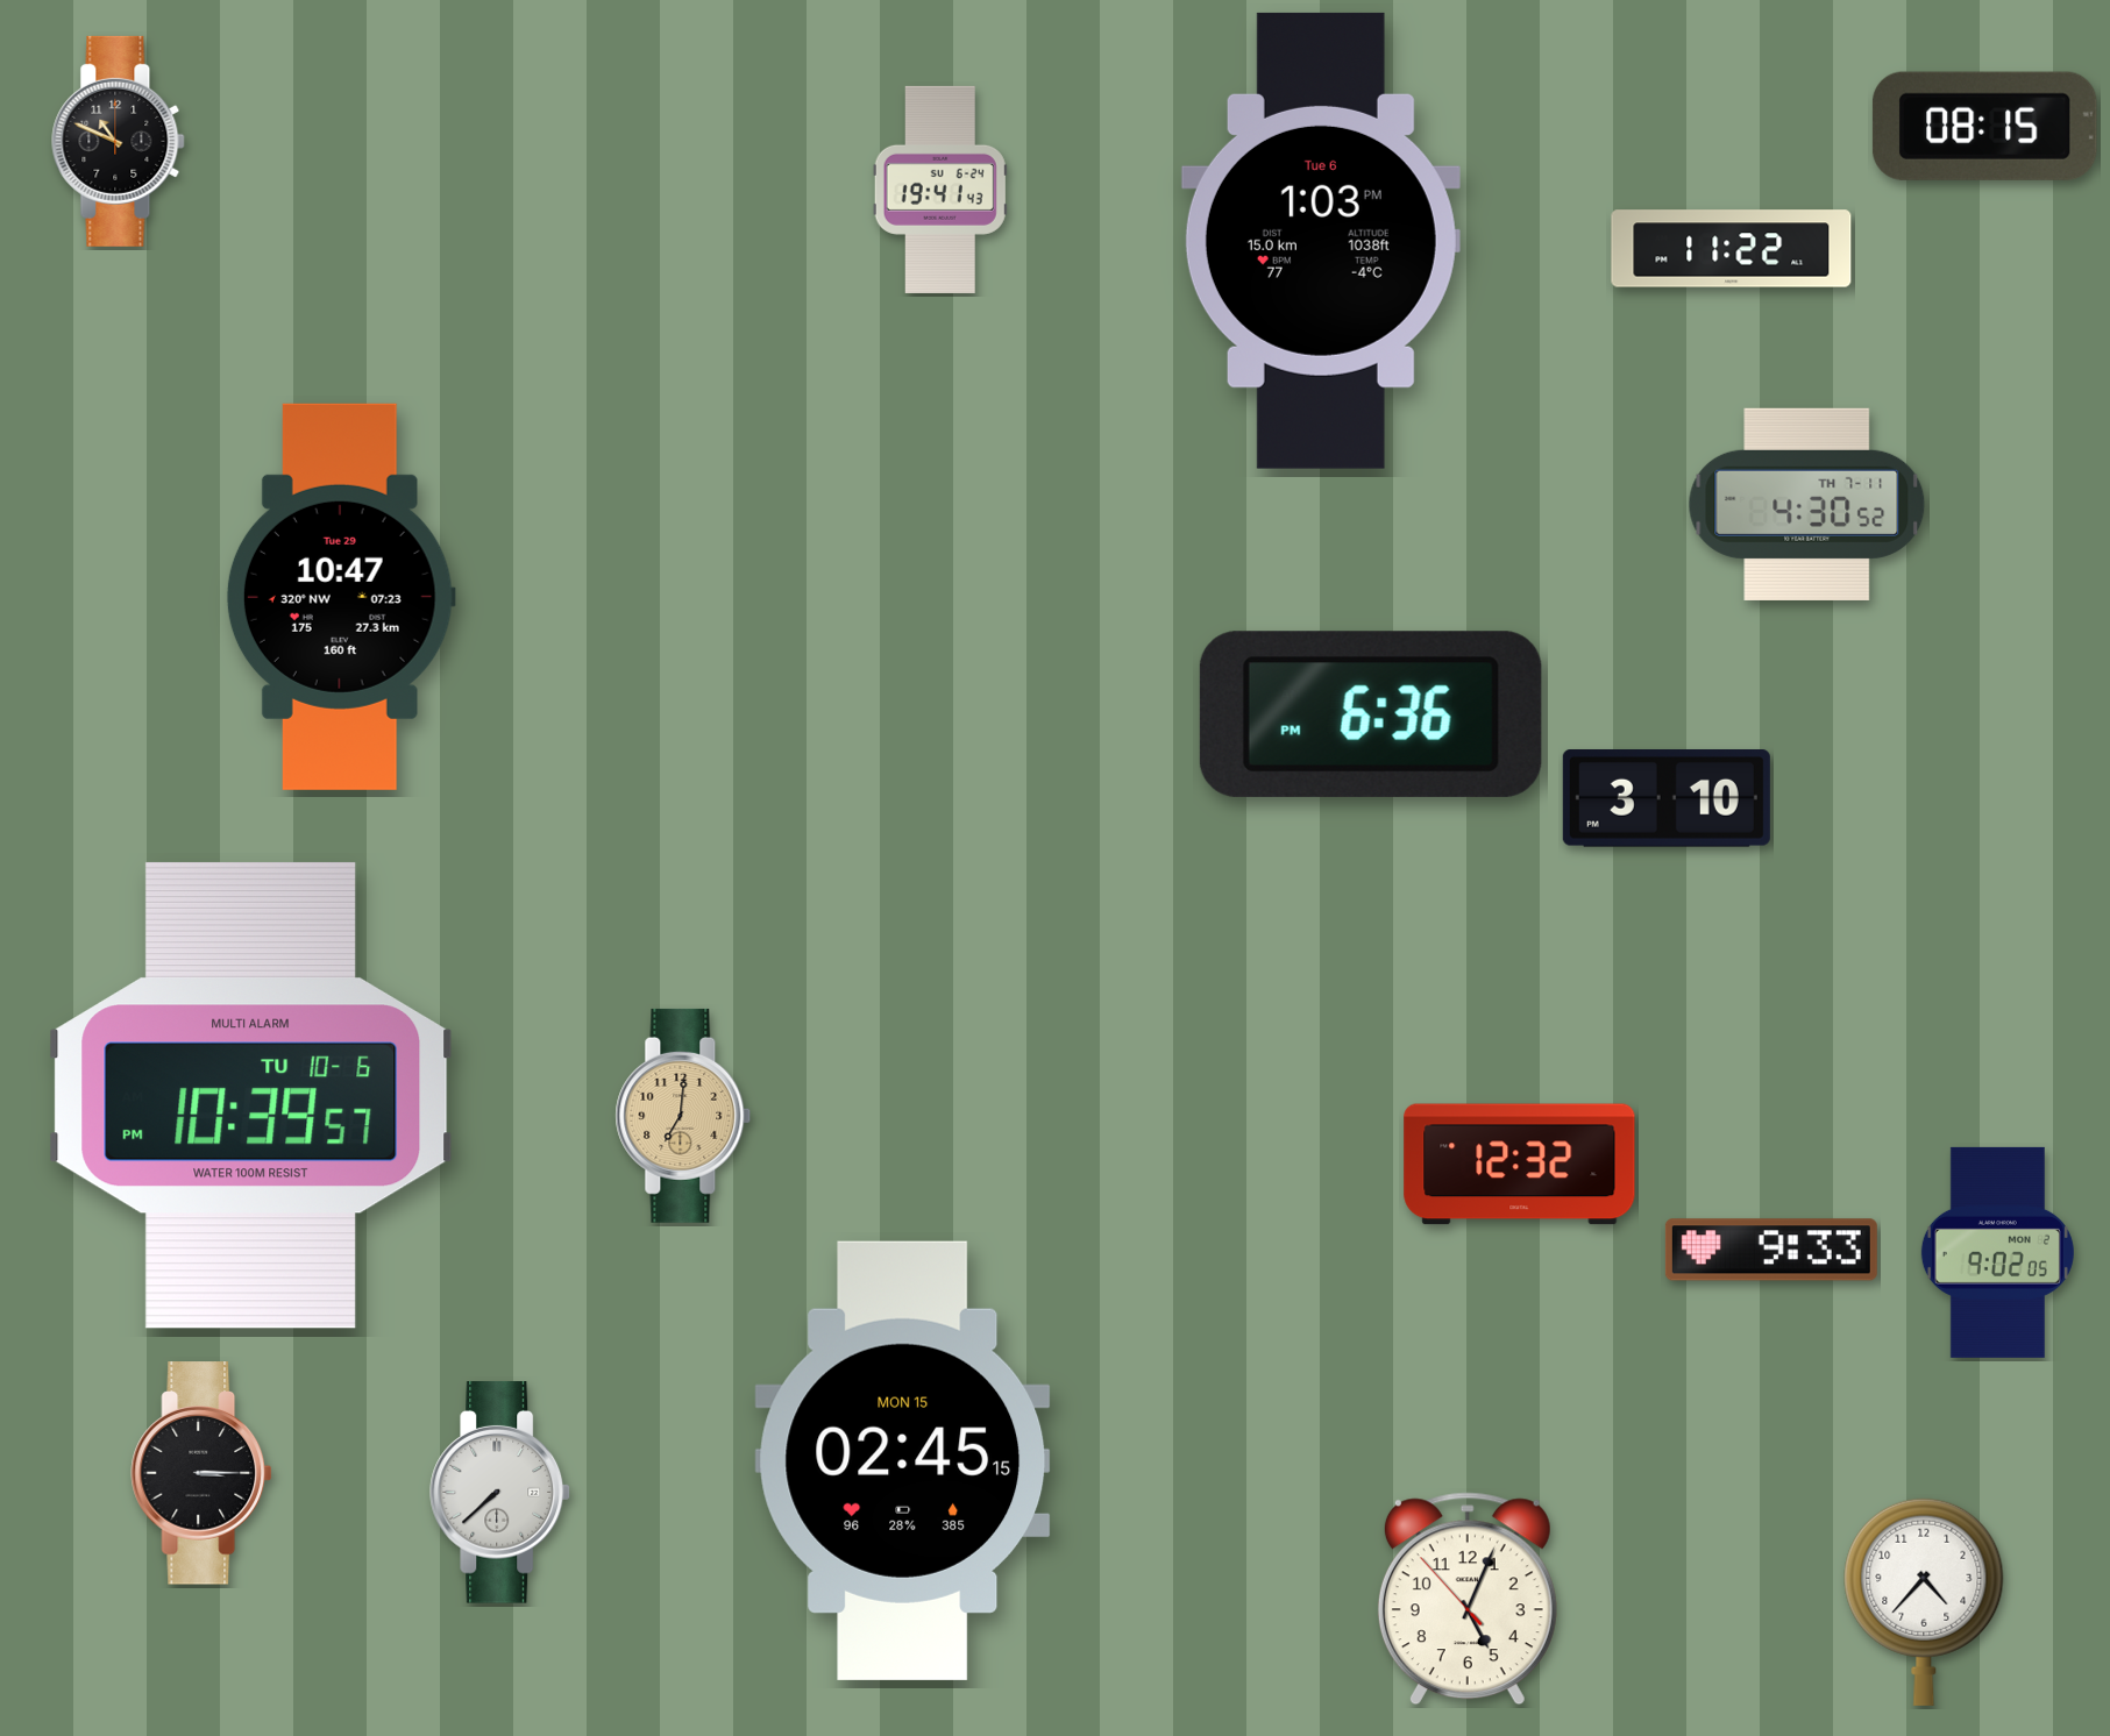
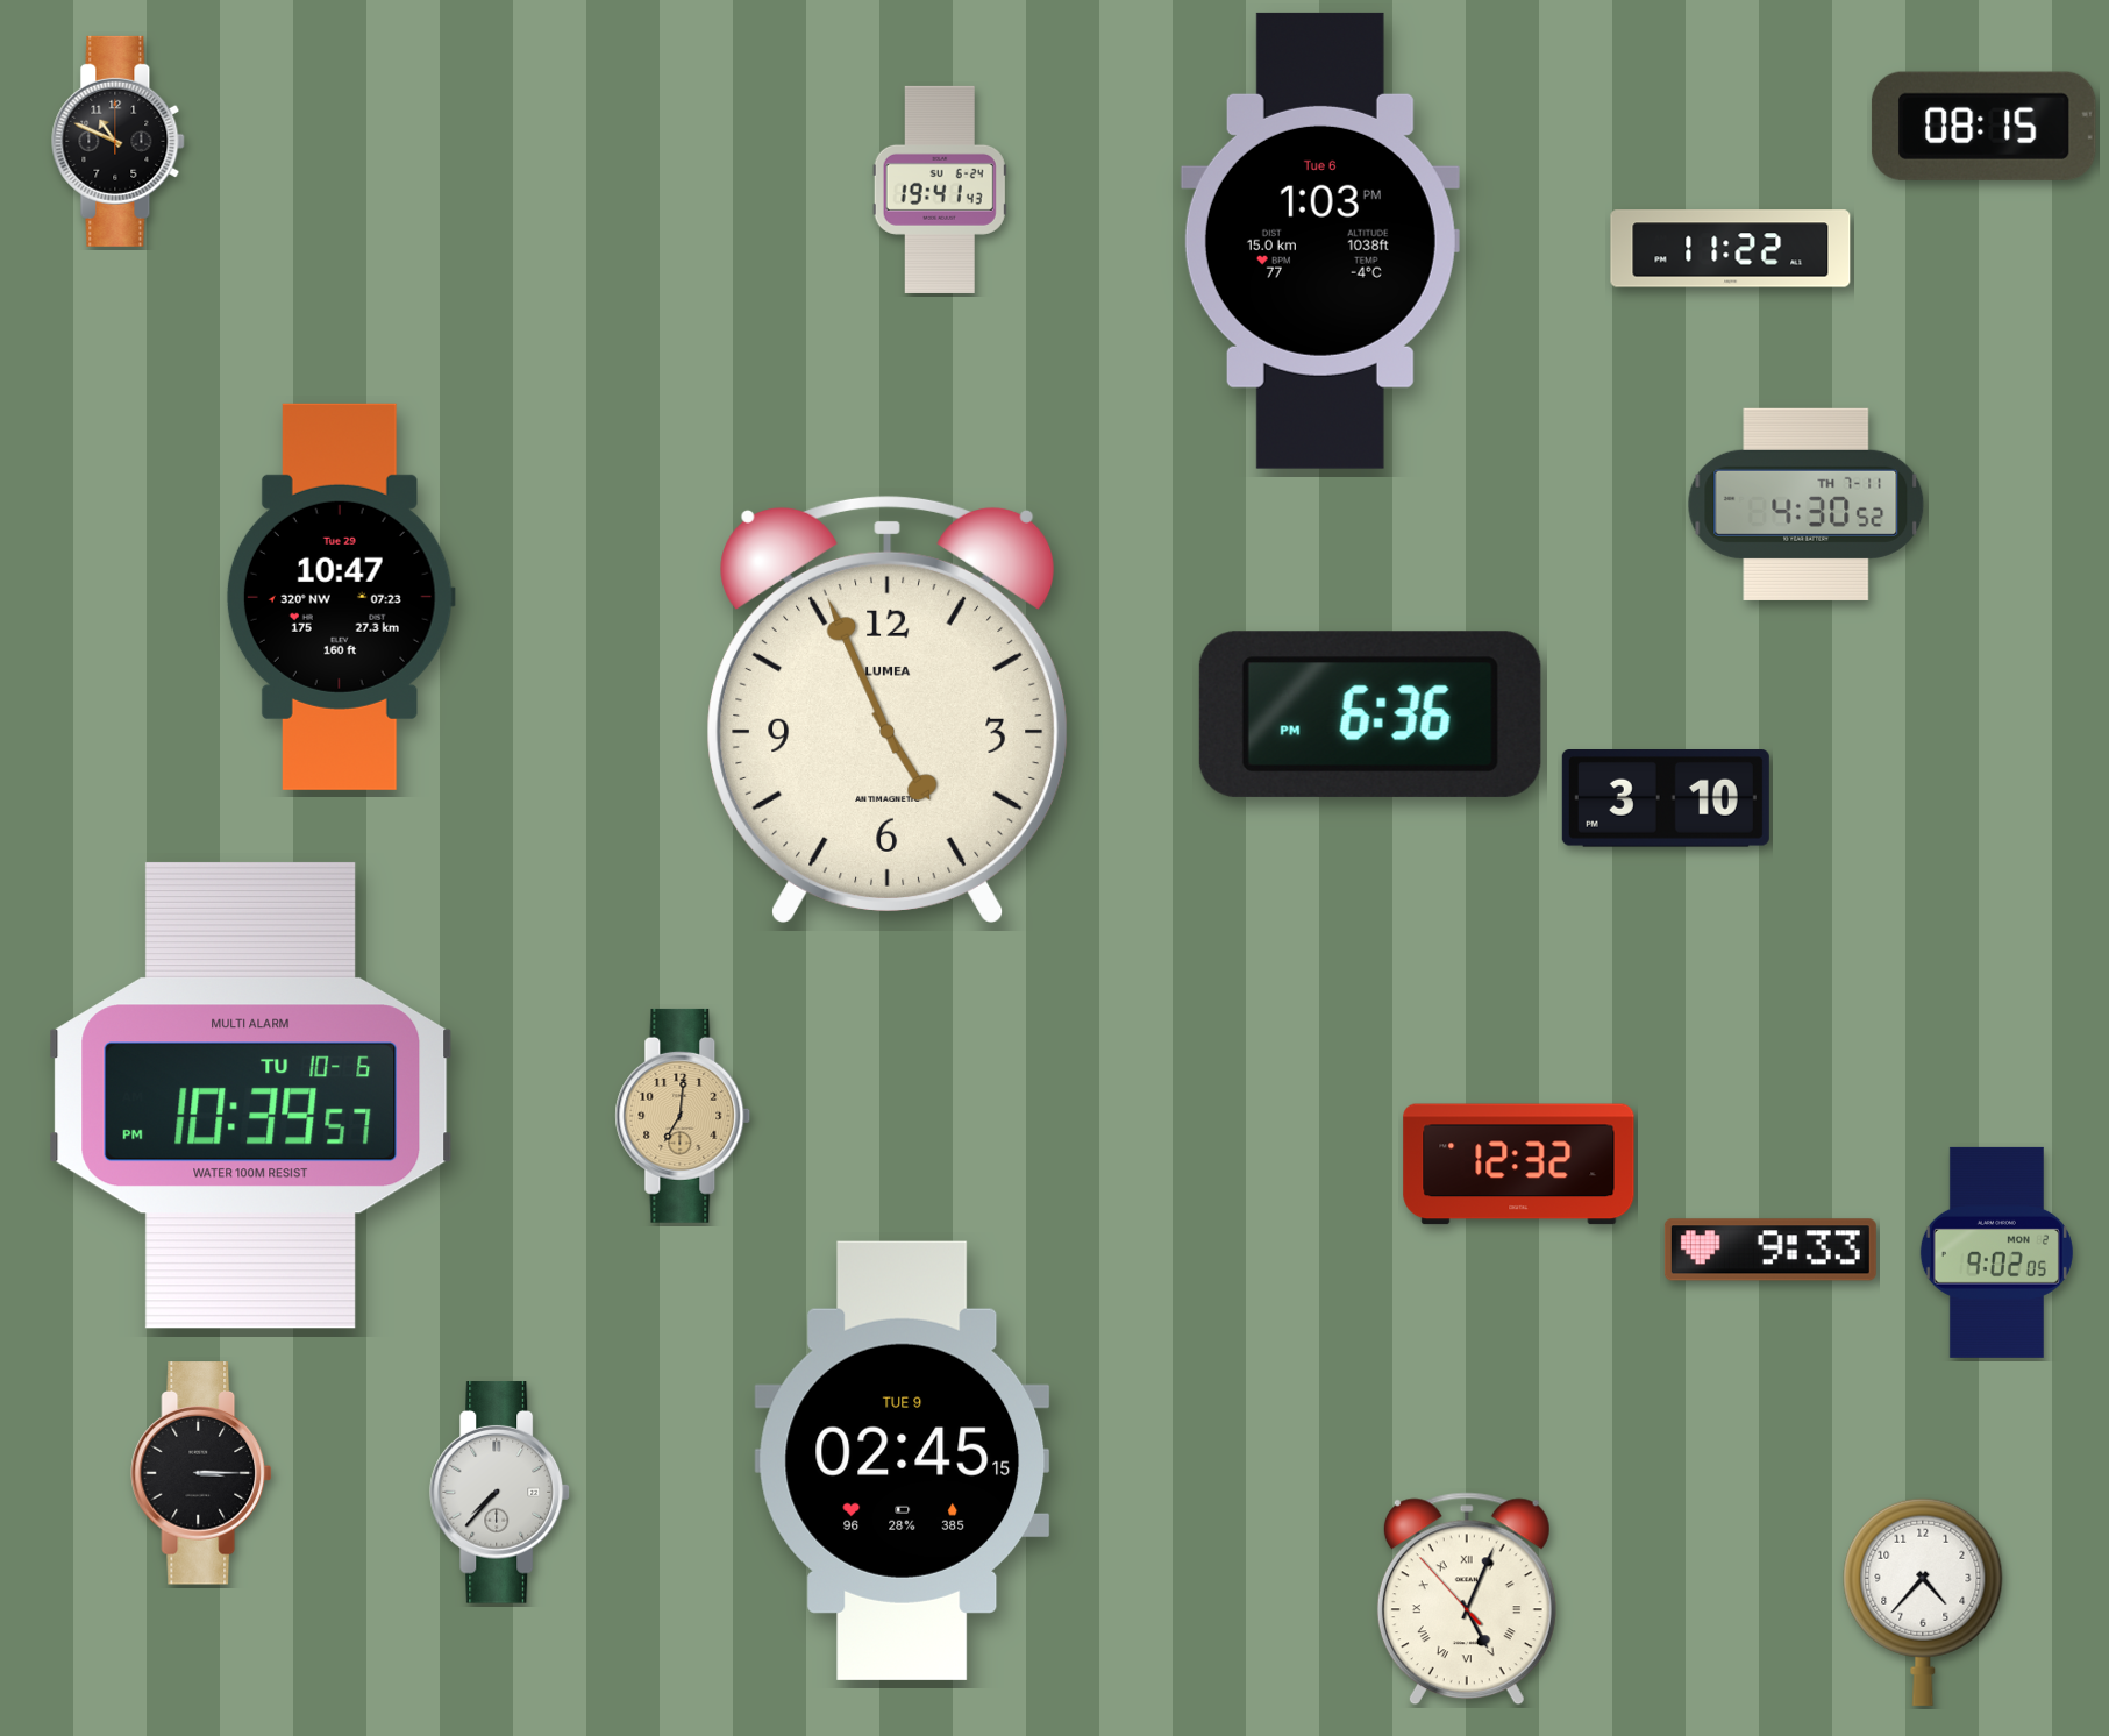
clock at (888, 709): none -> 4:56
clock at (903, 1460) date: MON 15 -> TUE 9
clock at (500, 1493): 7:38 -> 7:37
clock at (1468, 1599) numerals: Arabic -> Roman
